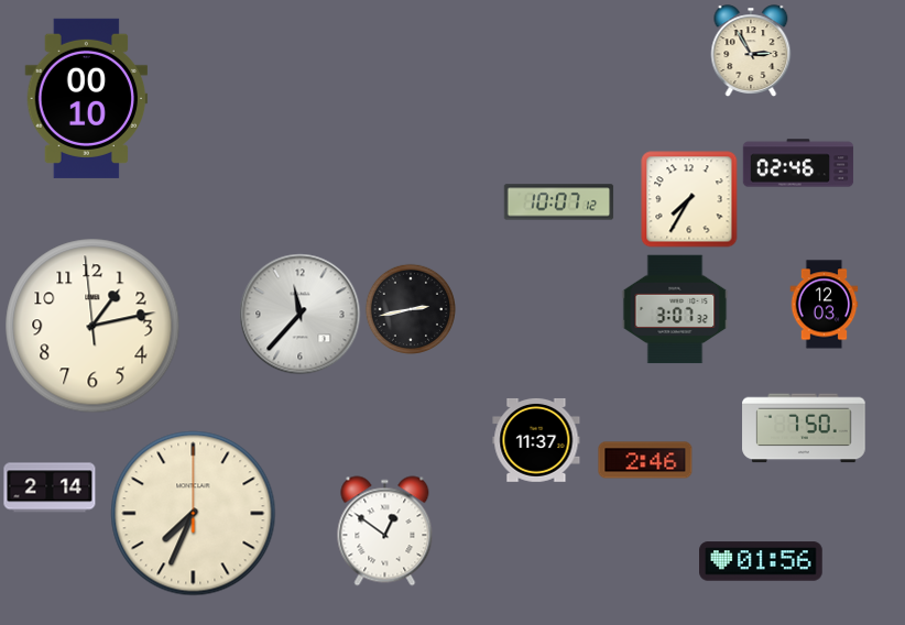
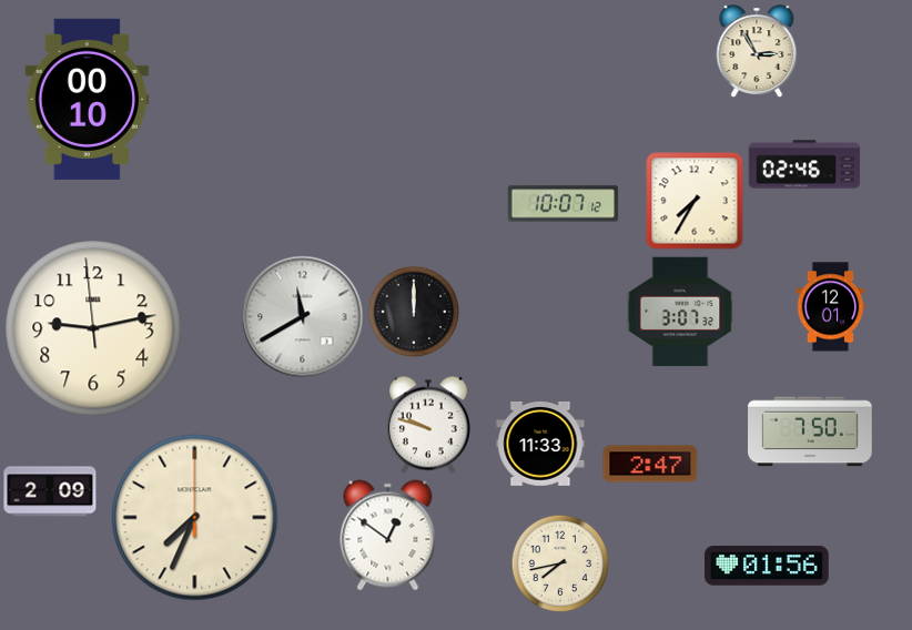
clock at (825, 305): 12:03 -> 12:01
clock at (410, 308): 2:43 -> 12:00
clock at (301, 315): 11:37 -> 11:40
clock at (92, 326): 1:12 -> 9:12
clock at (428, 425): none -> 9:48
clock at (536, 440): 11:37 -> 11:33
clock at (645, 460): 2:46 -> 2:47
clock at (50, 487): 2:14 -> 2:09
clock at (560, 563): none -> 7:43
